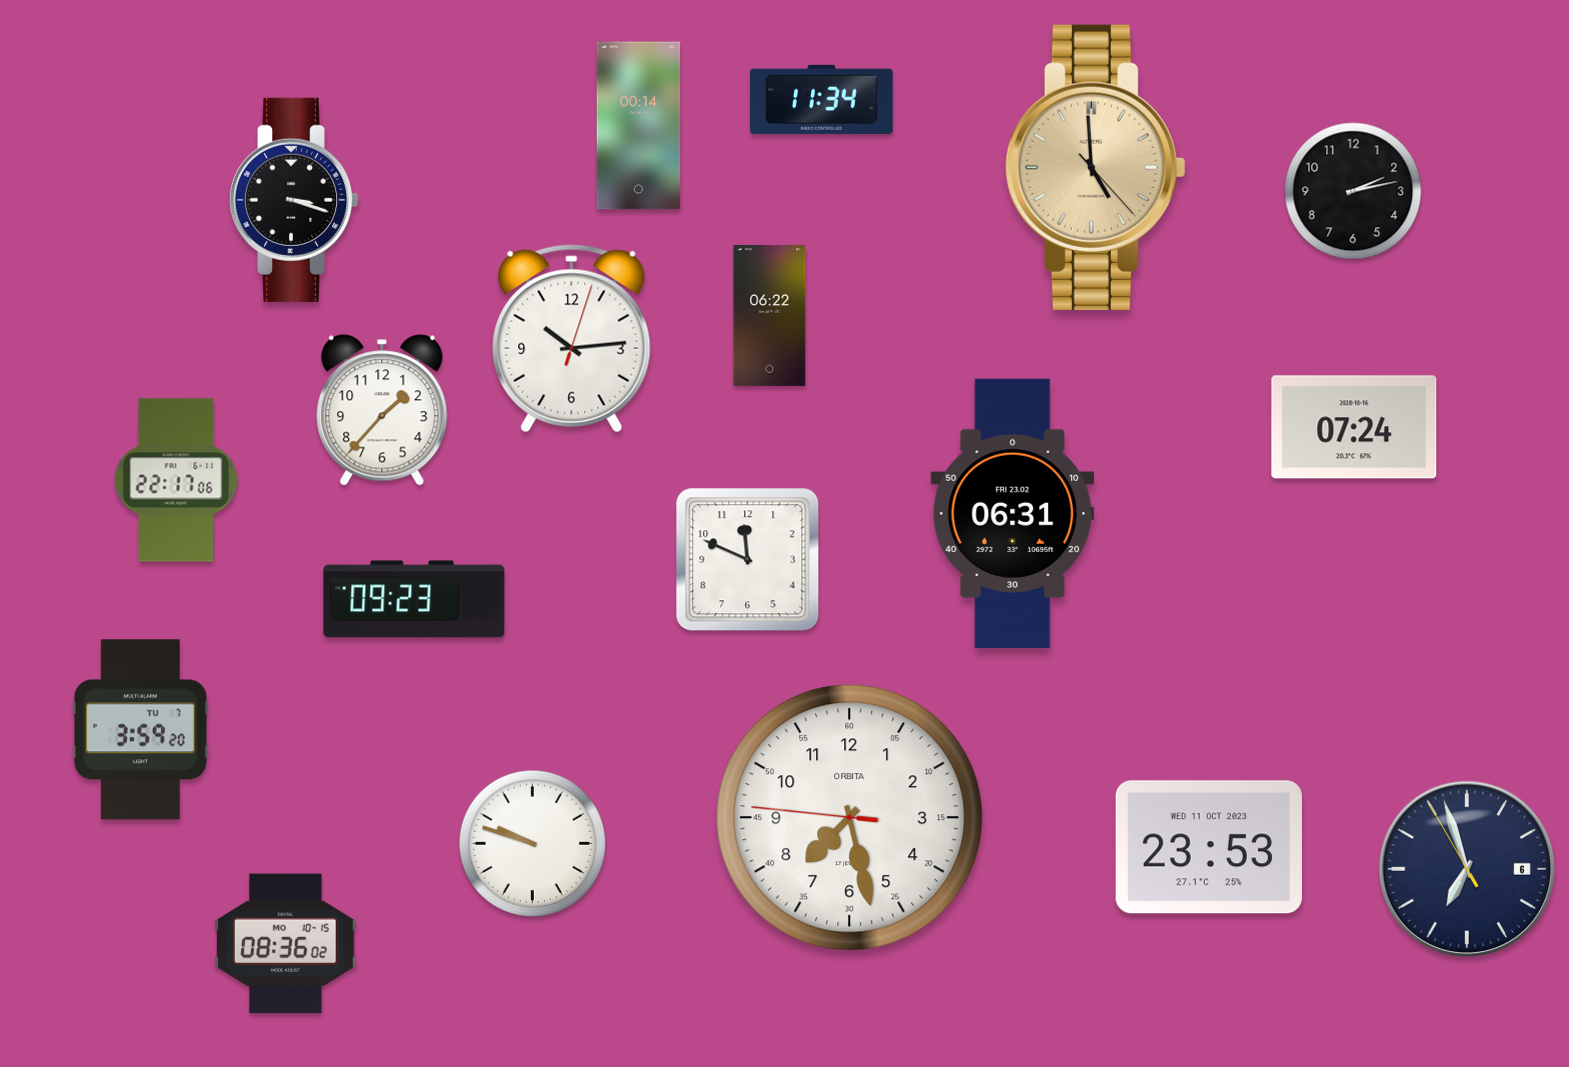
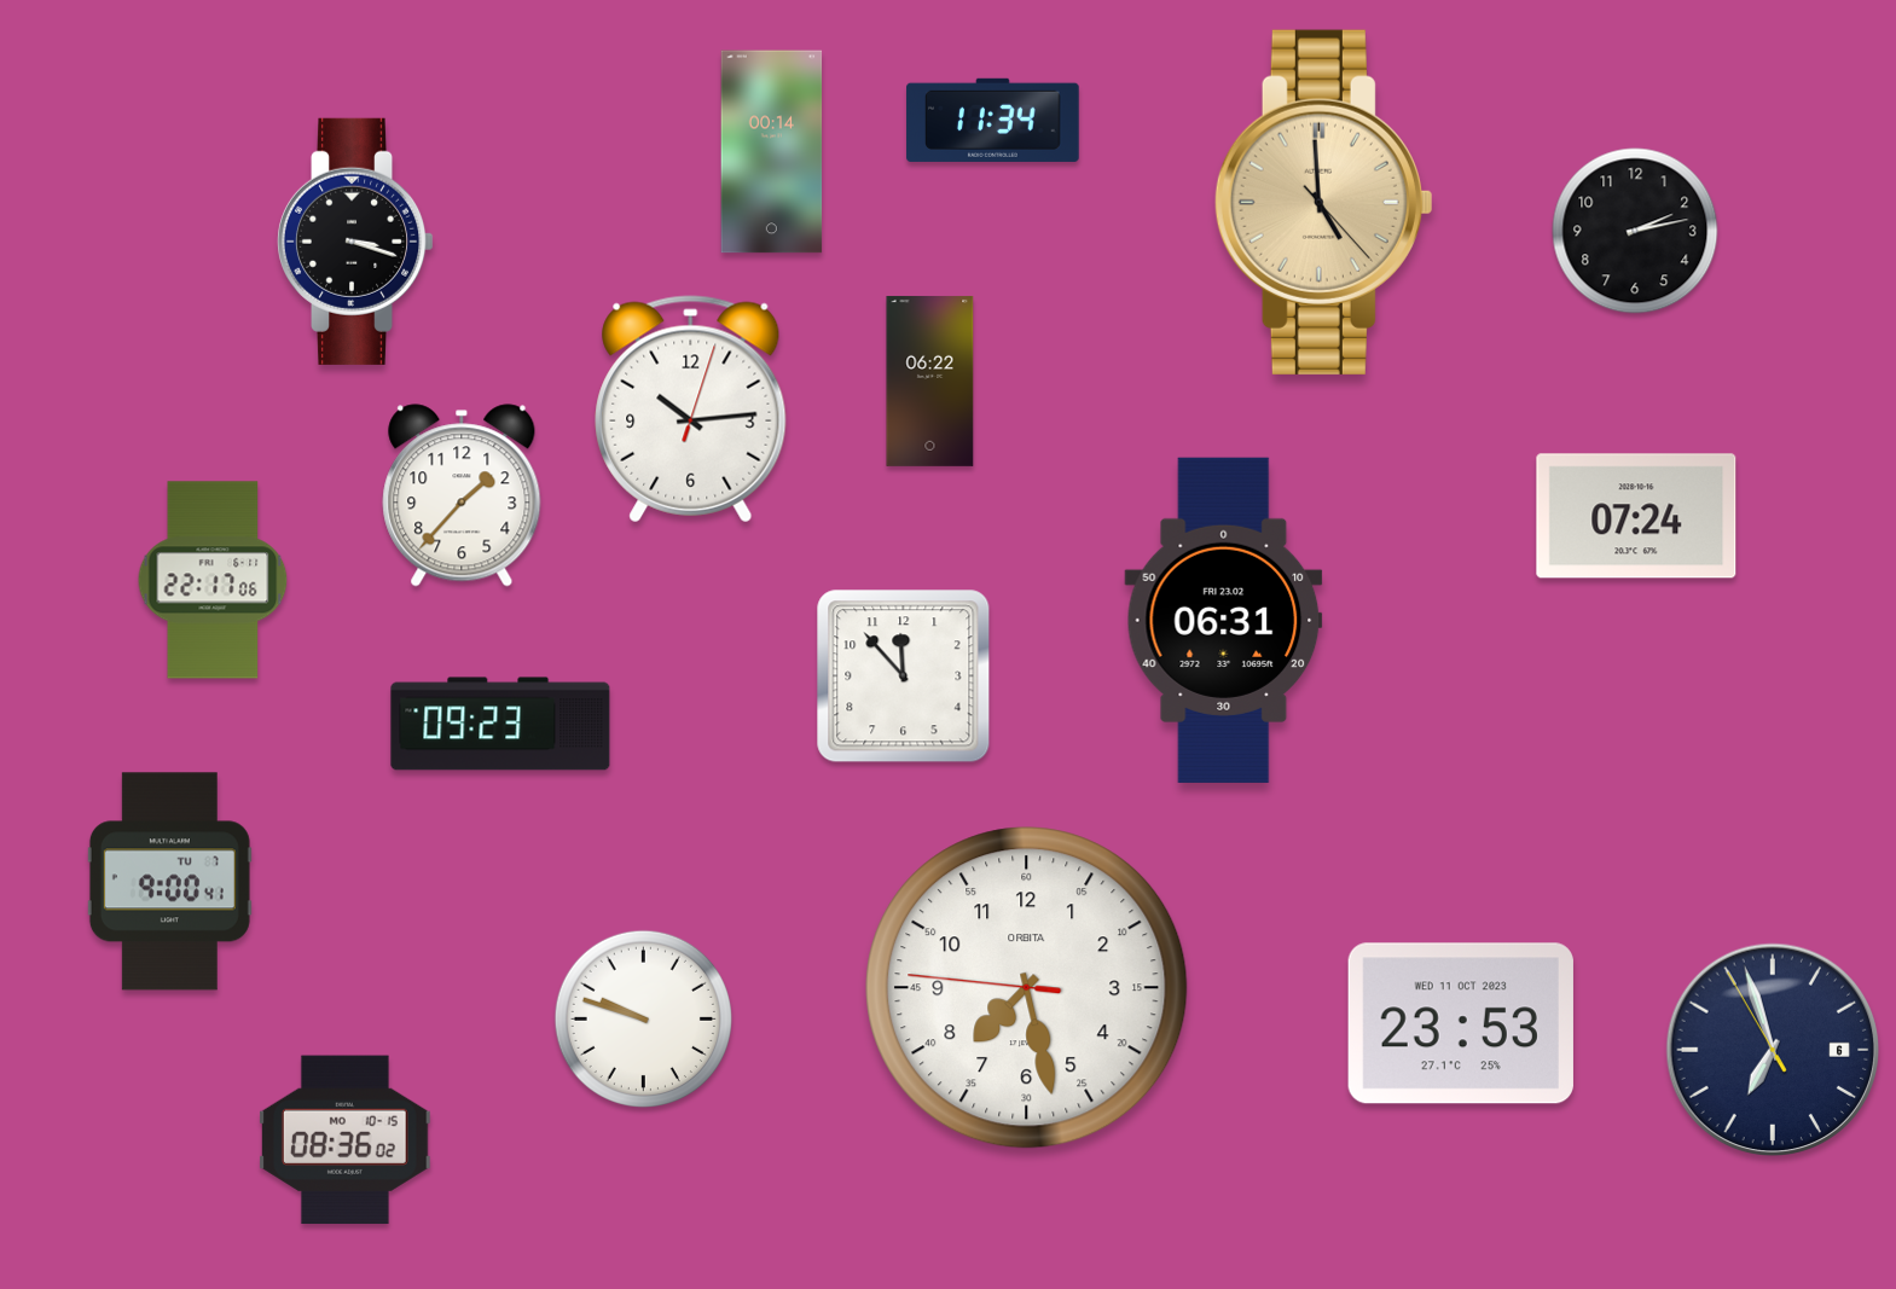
clock at (748, 560): 11:49 -> 11:53
clock at (140, 730): 3:59 -> 9:00
